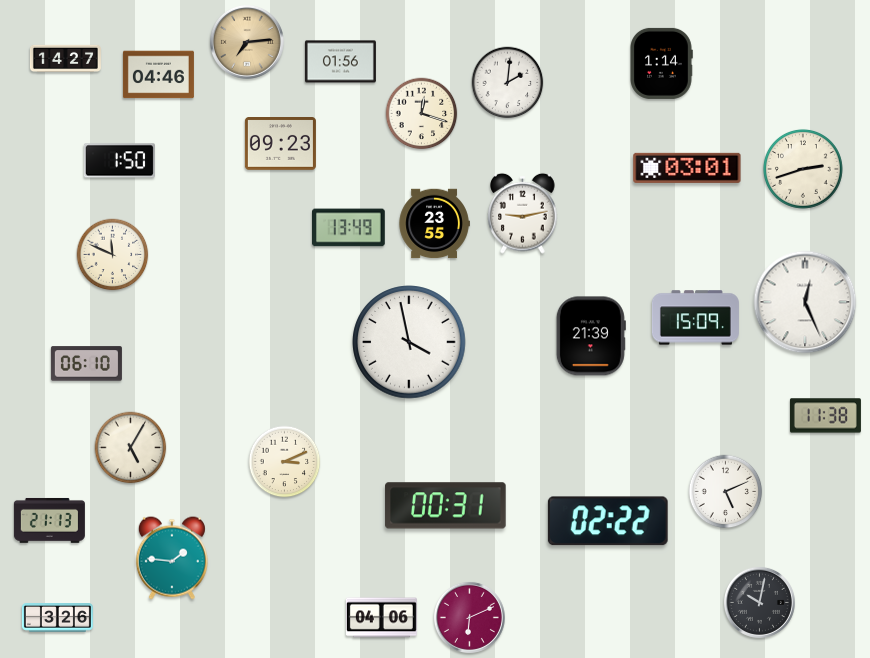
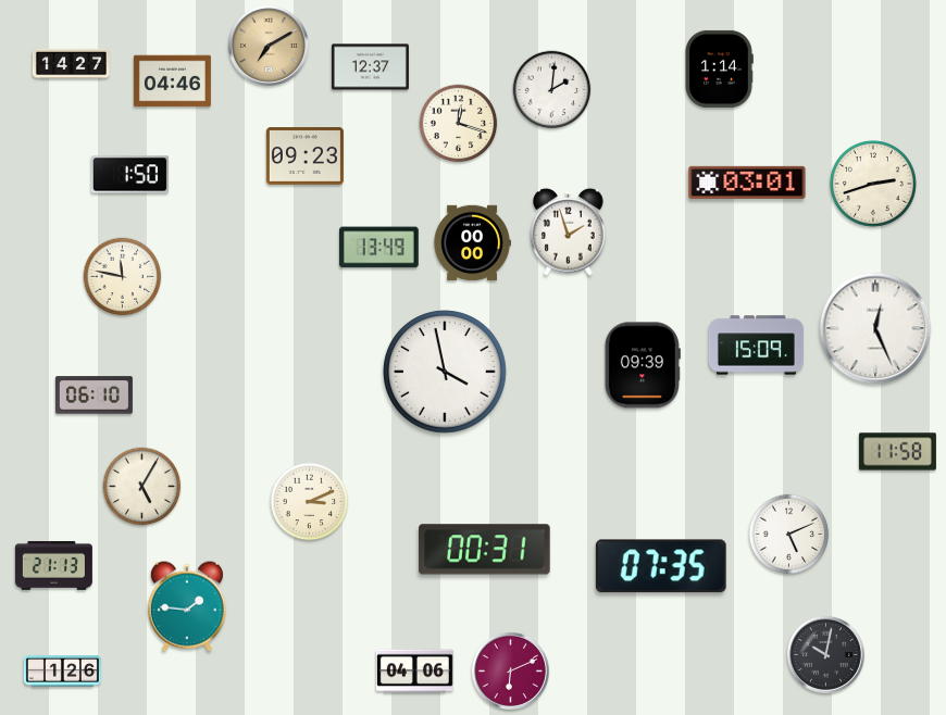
clock at (247, 42): 7:14 -> 7:10
clock at (340, 62): 01:56 -> 12:37
clock at (523, 213): 9:13 -> 1:57
clock at (434, 224): 23:55 -> 00:00
clock at (113, 255): 11:49 -> 11:47
clock at (591, 336): 21:39 -> 09:39
clock at (825, 416): 11:38 -> 11:58
clock at (608, 521): 02:22 -> 07:35
clock at (57, 618): 3:26 -> 1:26
